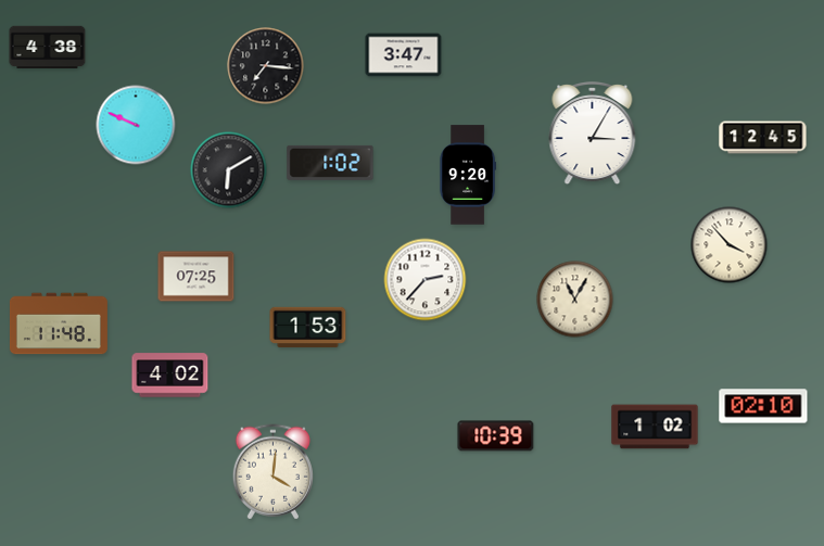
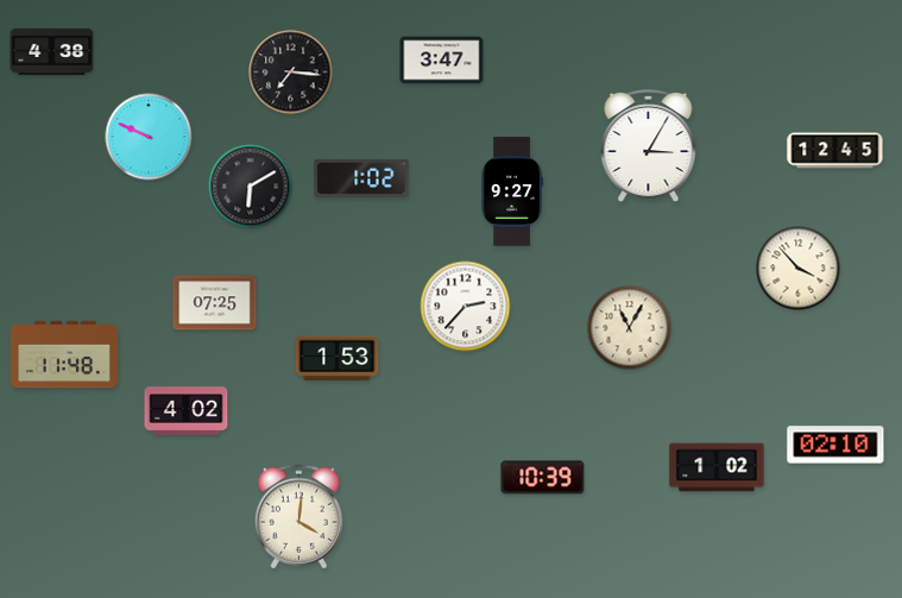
clock at (468, 175): 9:20 -> 9:27
